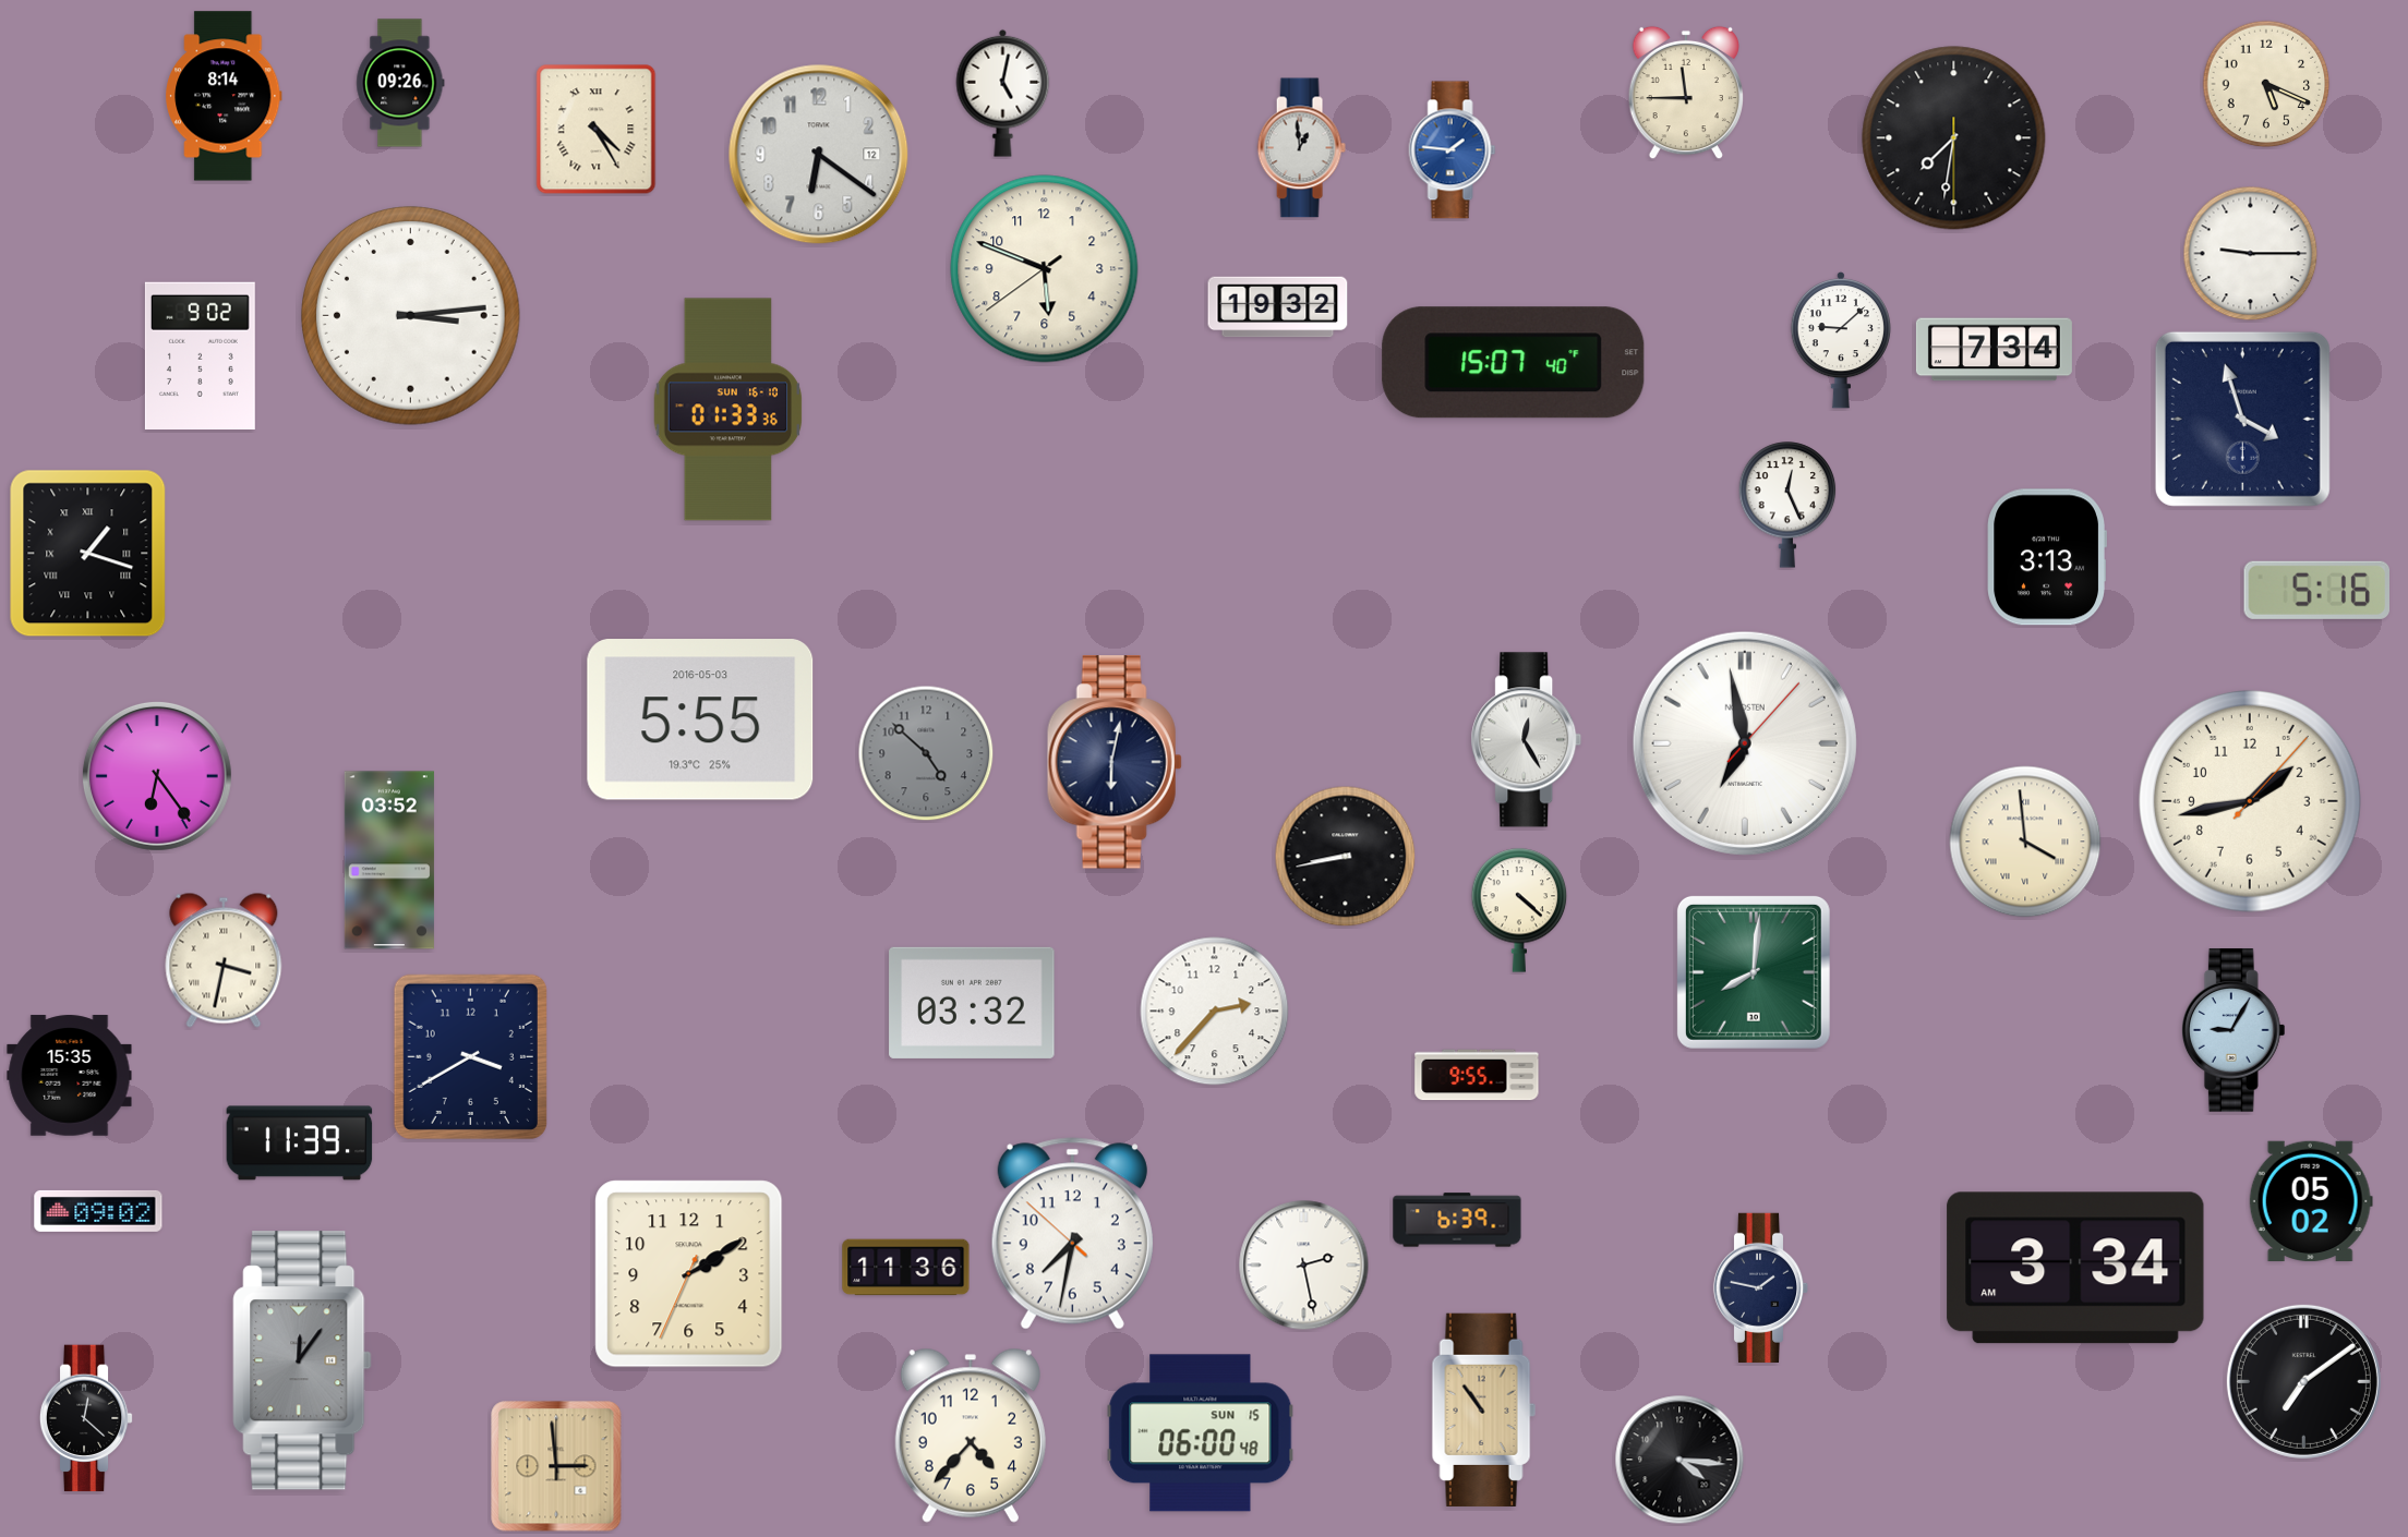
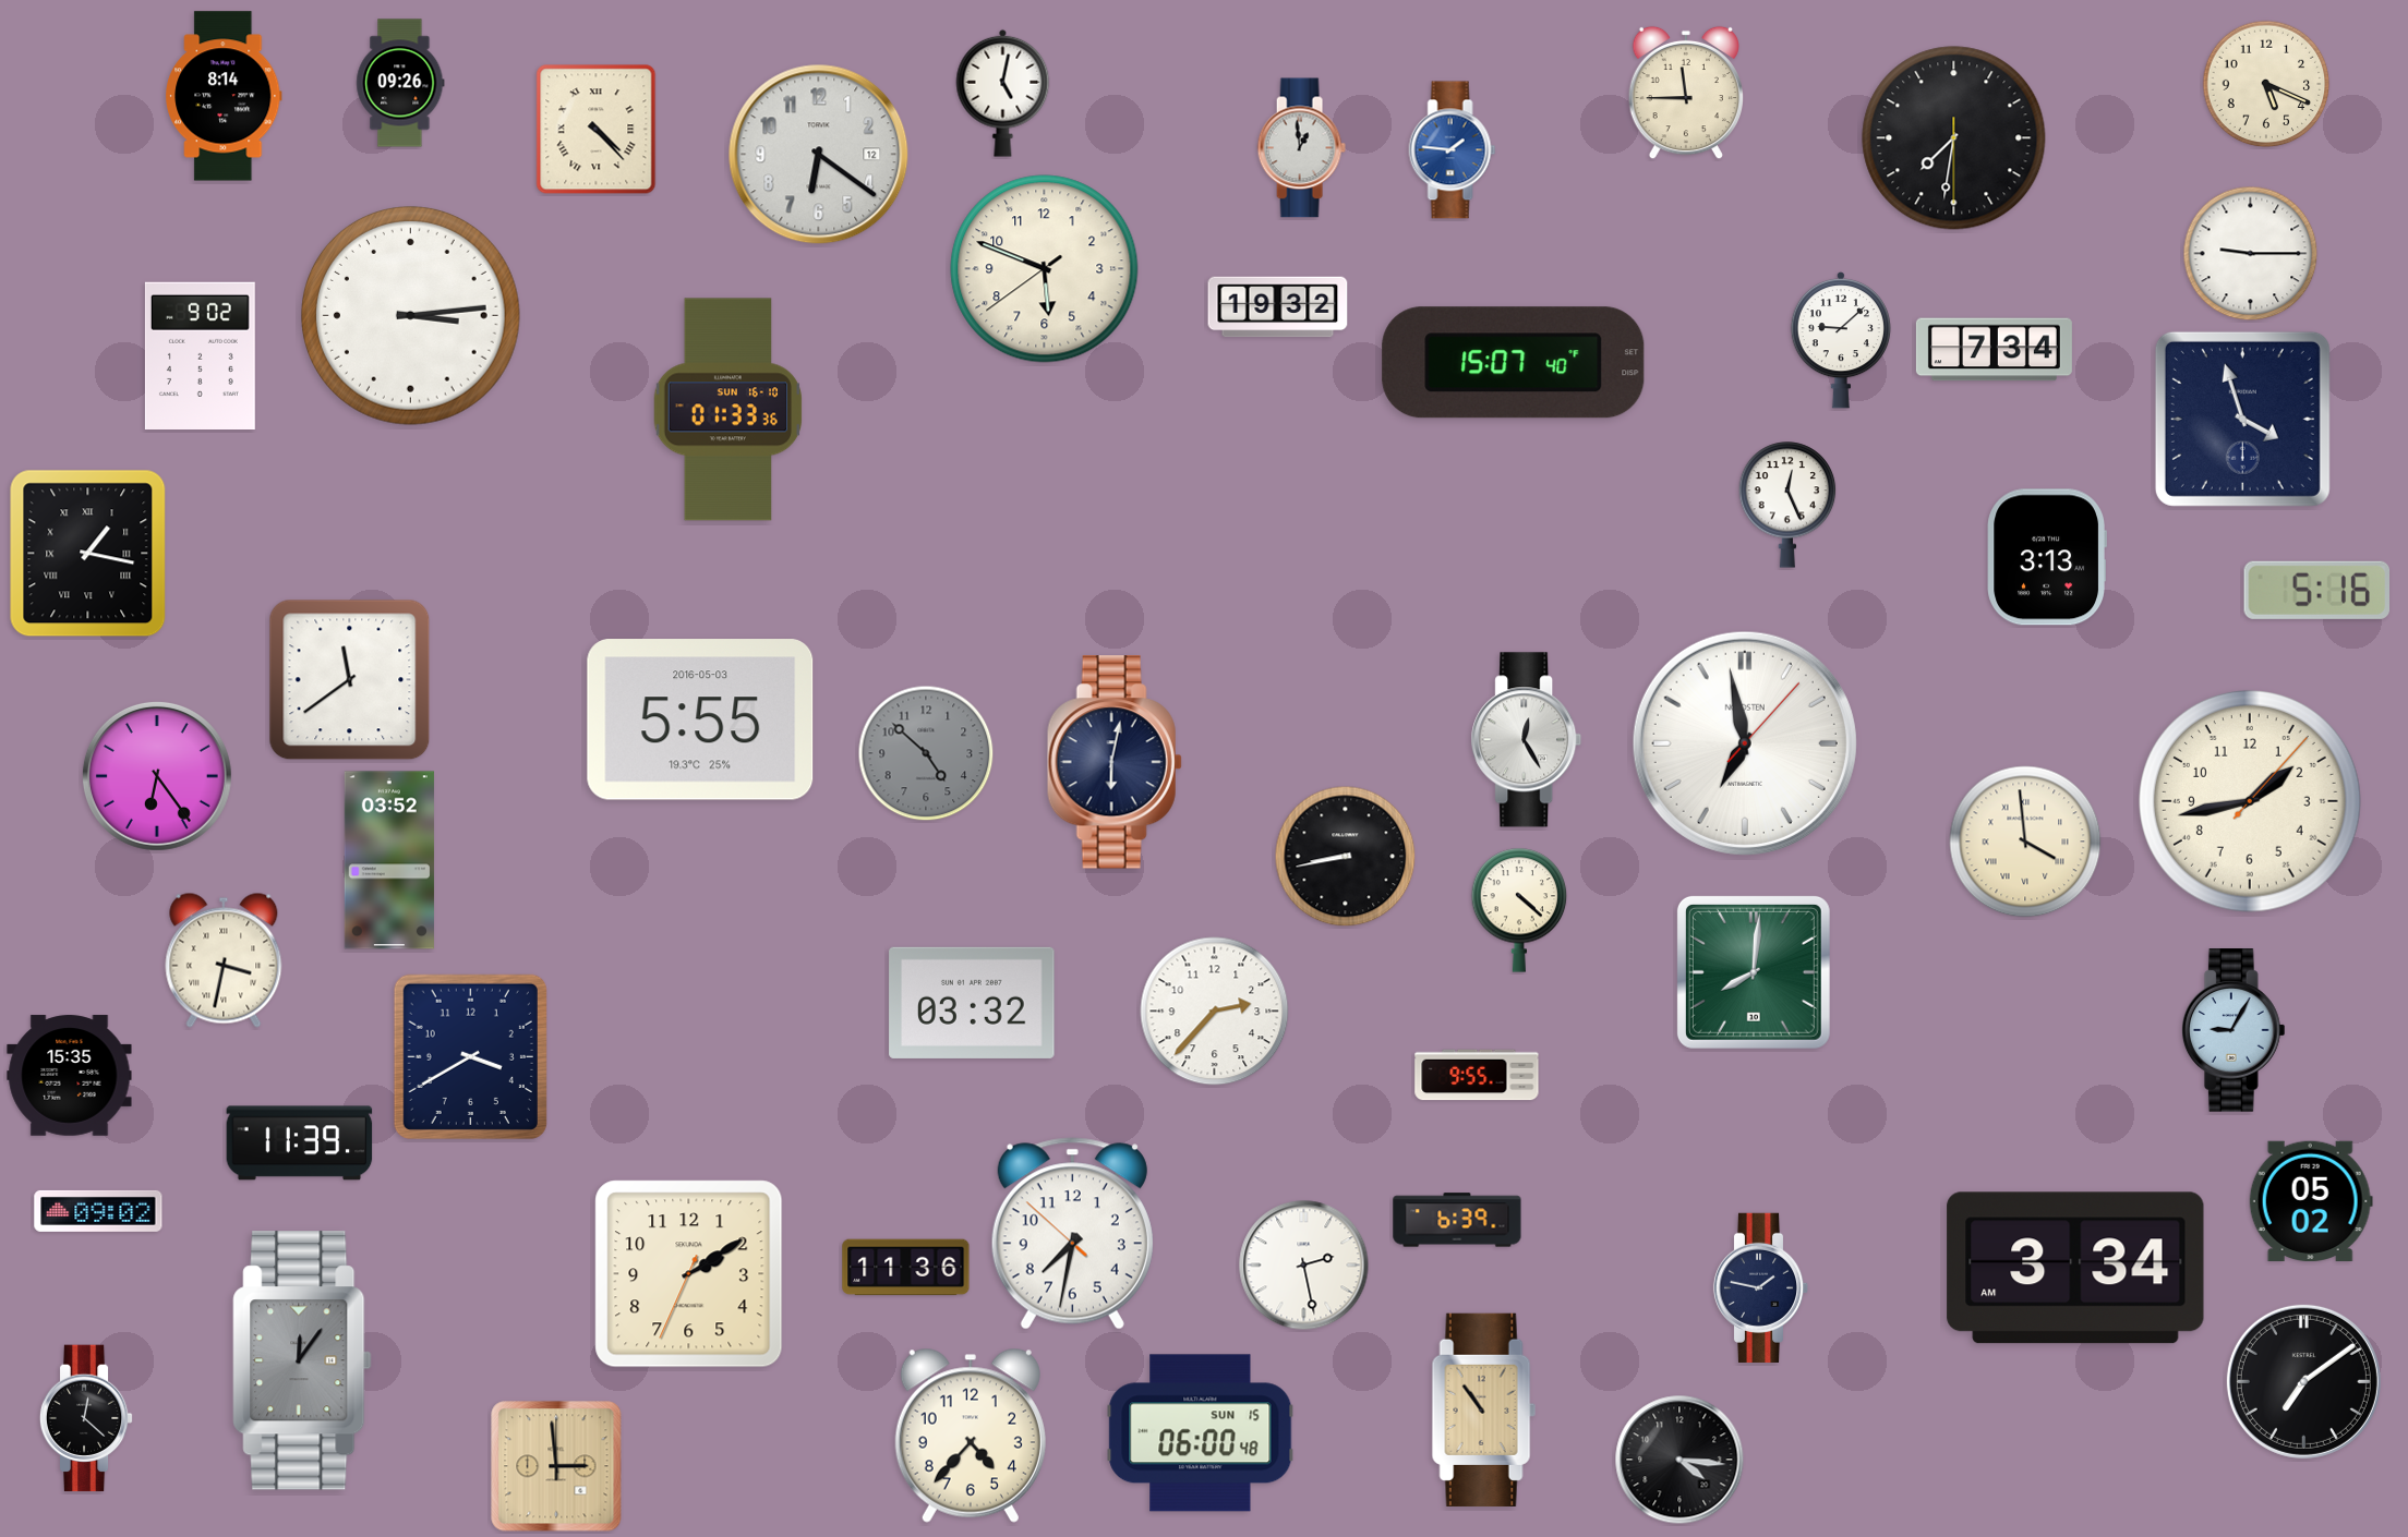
clock at (597, 130): 4:25 -> 4:23
clock at (88, 554): 1:18 -> 1:17
clock at (350, 680): none -> 11:39
